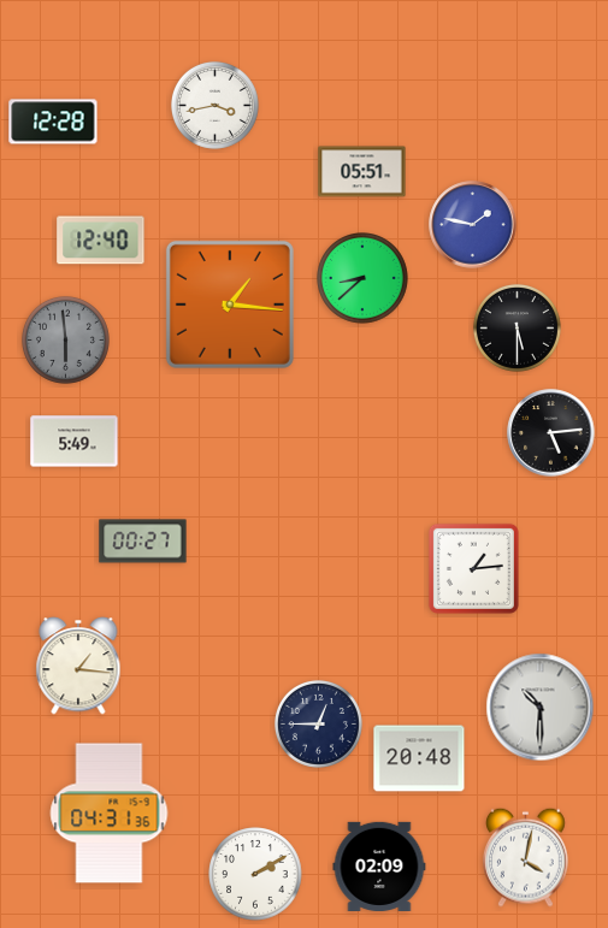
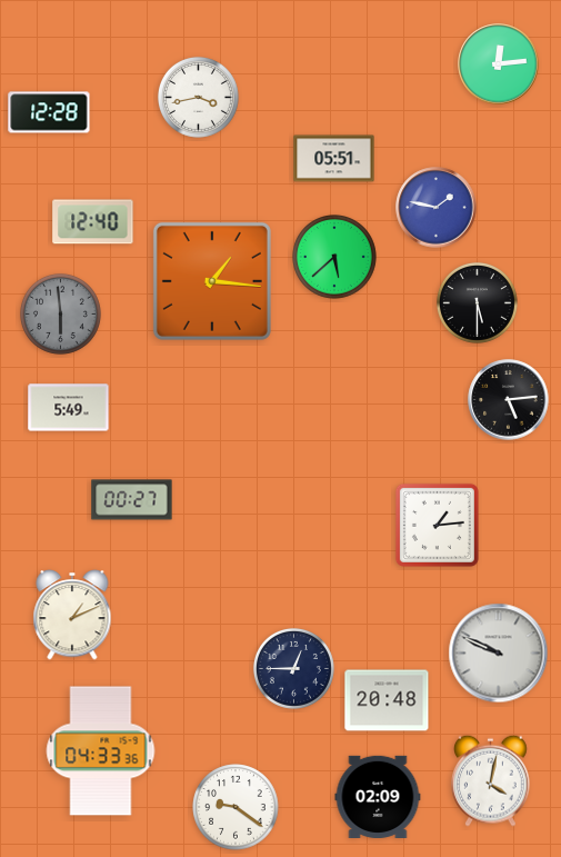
clock at (499, 64): none -> 12:14
clock at (364, 279): 8:38 -> 5:38
clock at (78, 666): 1:16 -> 1:11
clock at (541, 708): 10:30 -> 9:49
clock at (110, 814): 04:31 -> 04:33
clock at (526, 857) position: (526, 857) -> (491, 780)
clock at (379, 865) position: (379, 865) -> (378, 796)
clock at (255, 874): 2:10 -> 9:21
